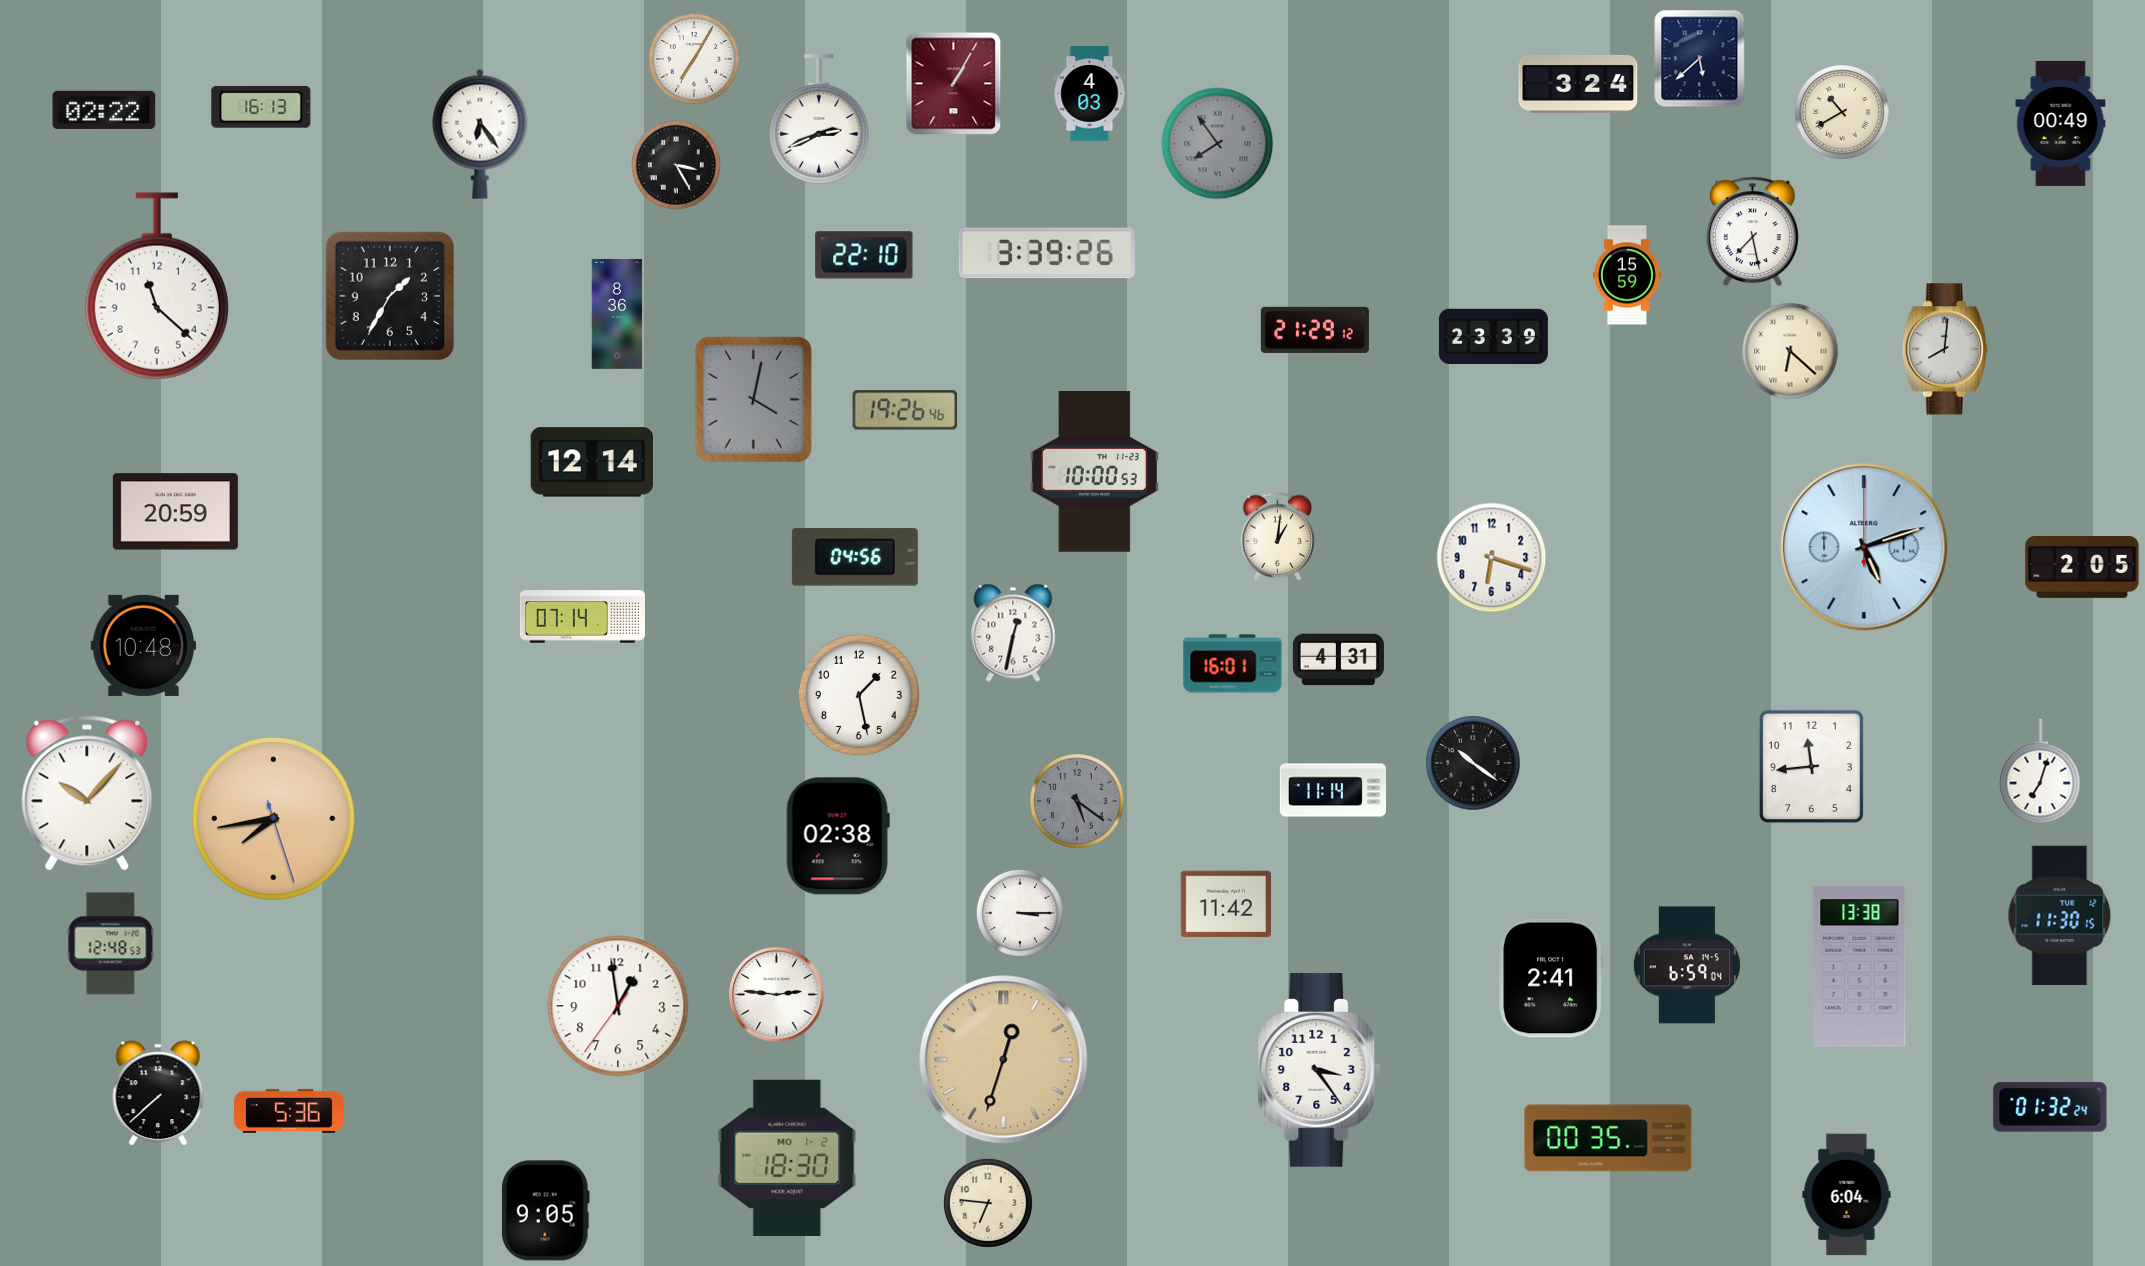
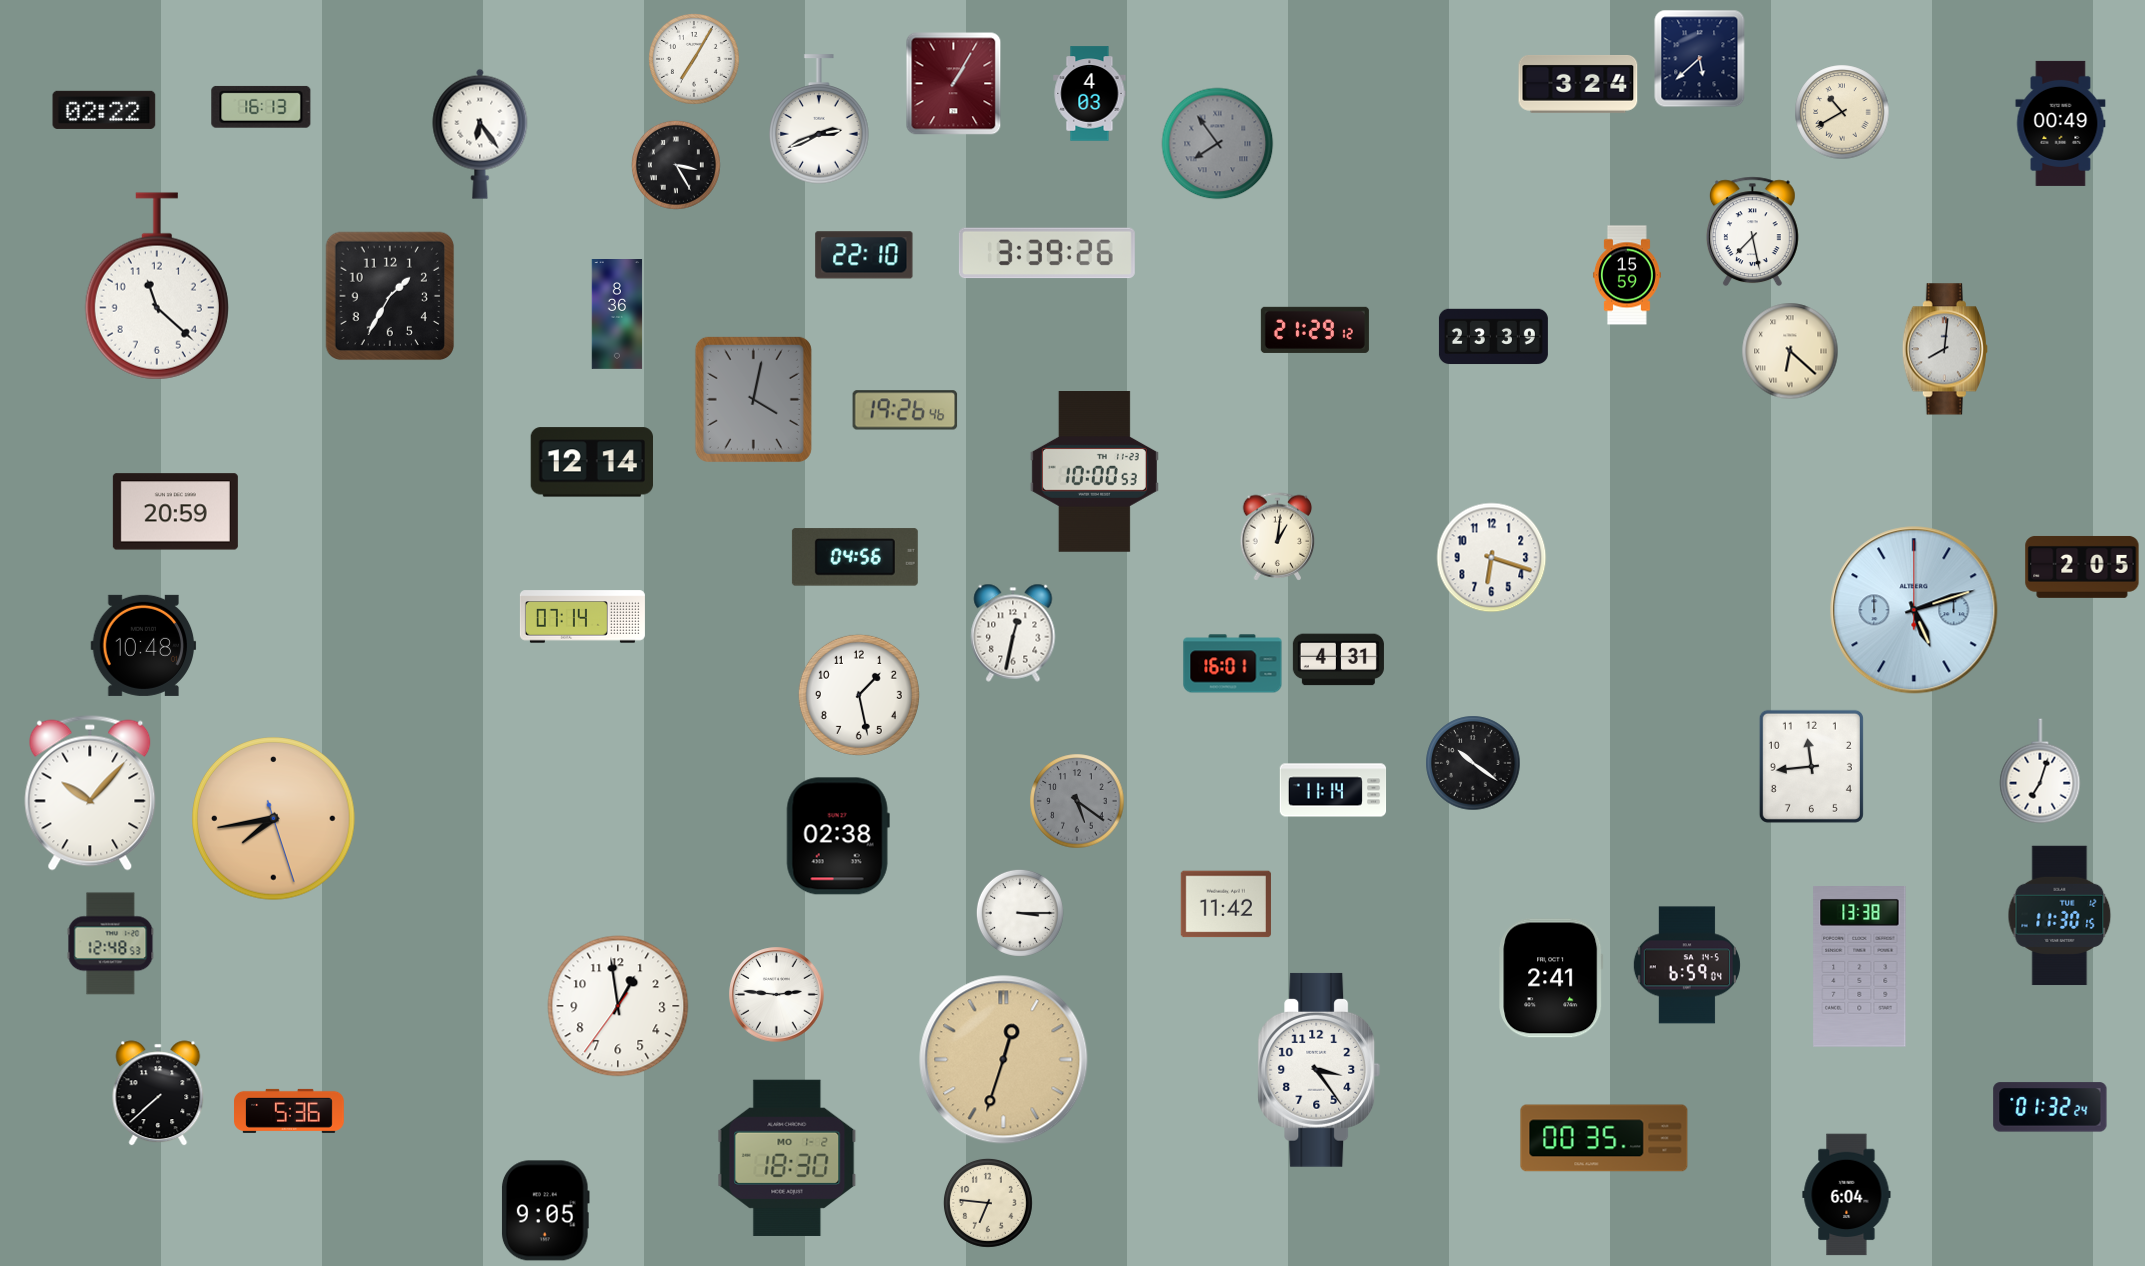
clock at (1864, 547) position: (1864, 547) -> (1914, 610)
clock at (87, 793) position: (87, 793) -> (90, 793)
clock at (1608, 1138) position: (1608, 1138) -> (1604, 1138)
